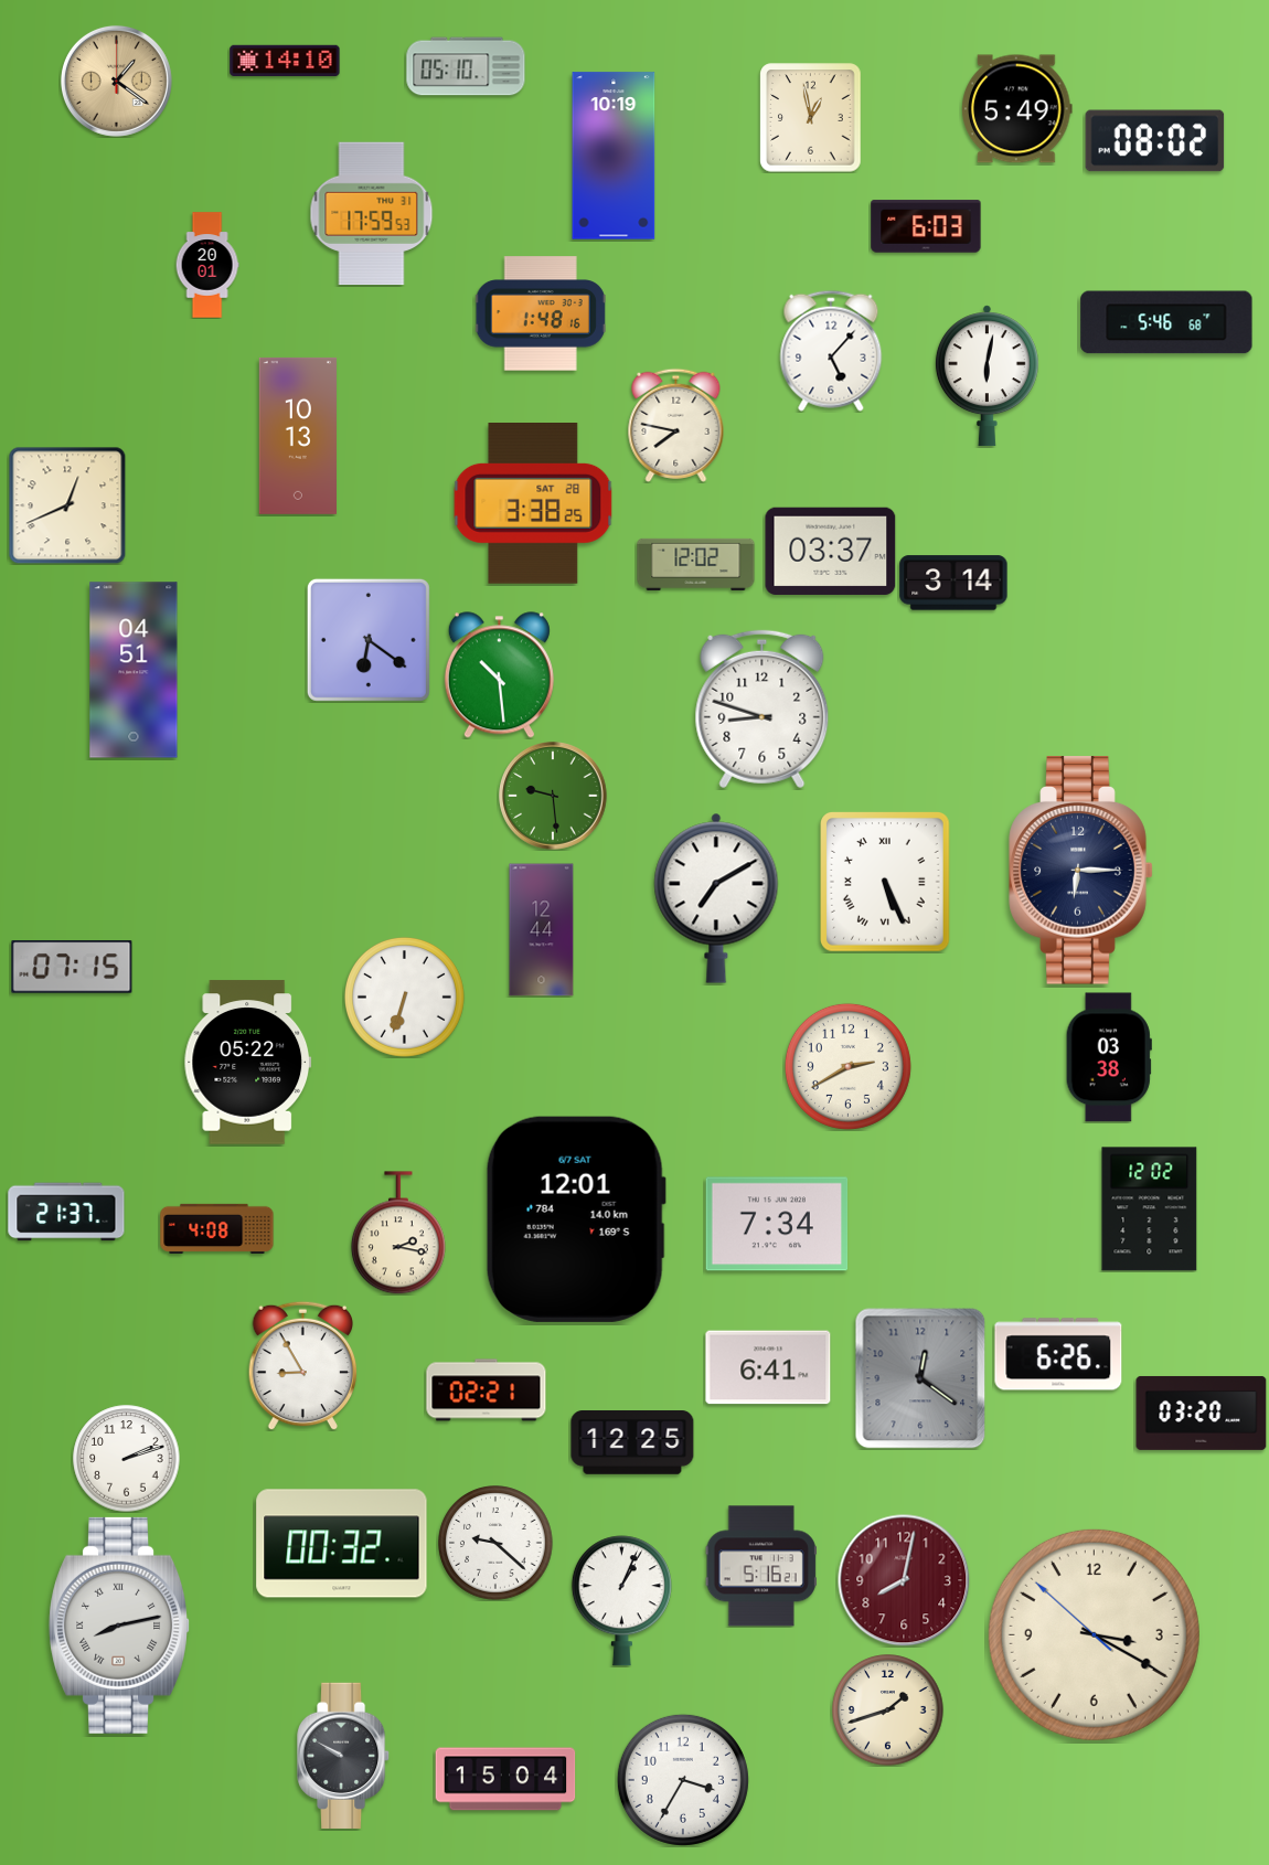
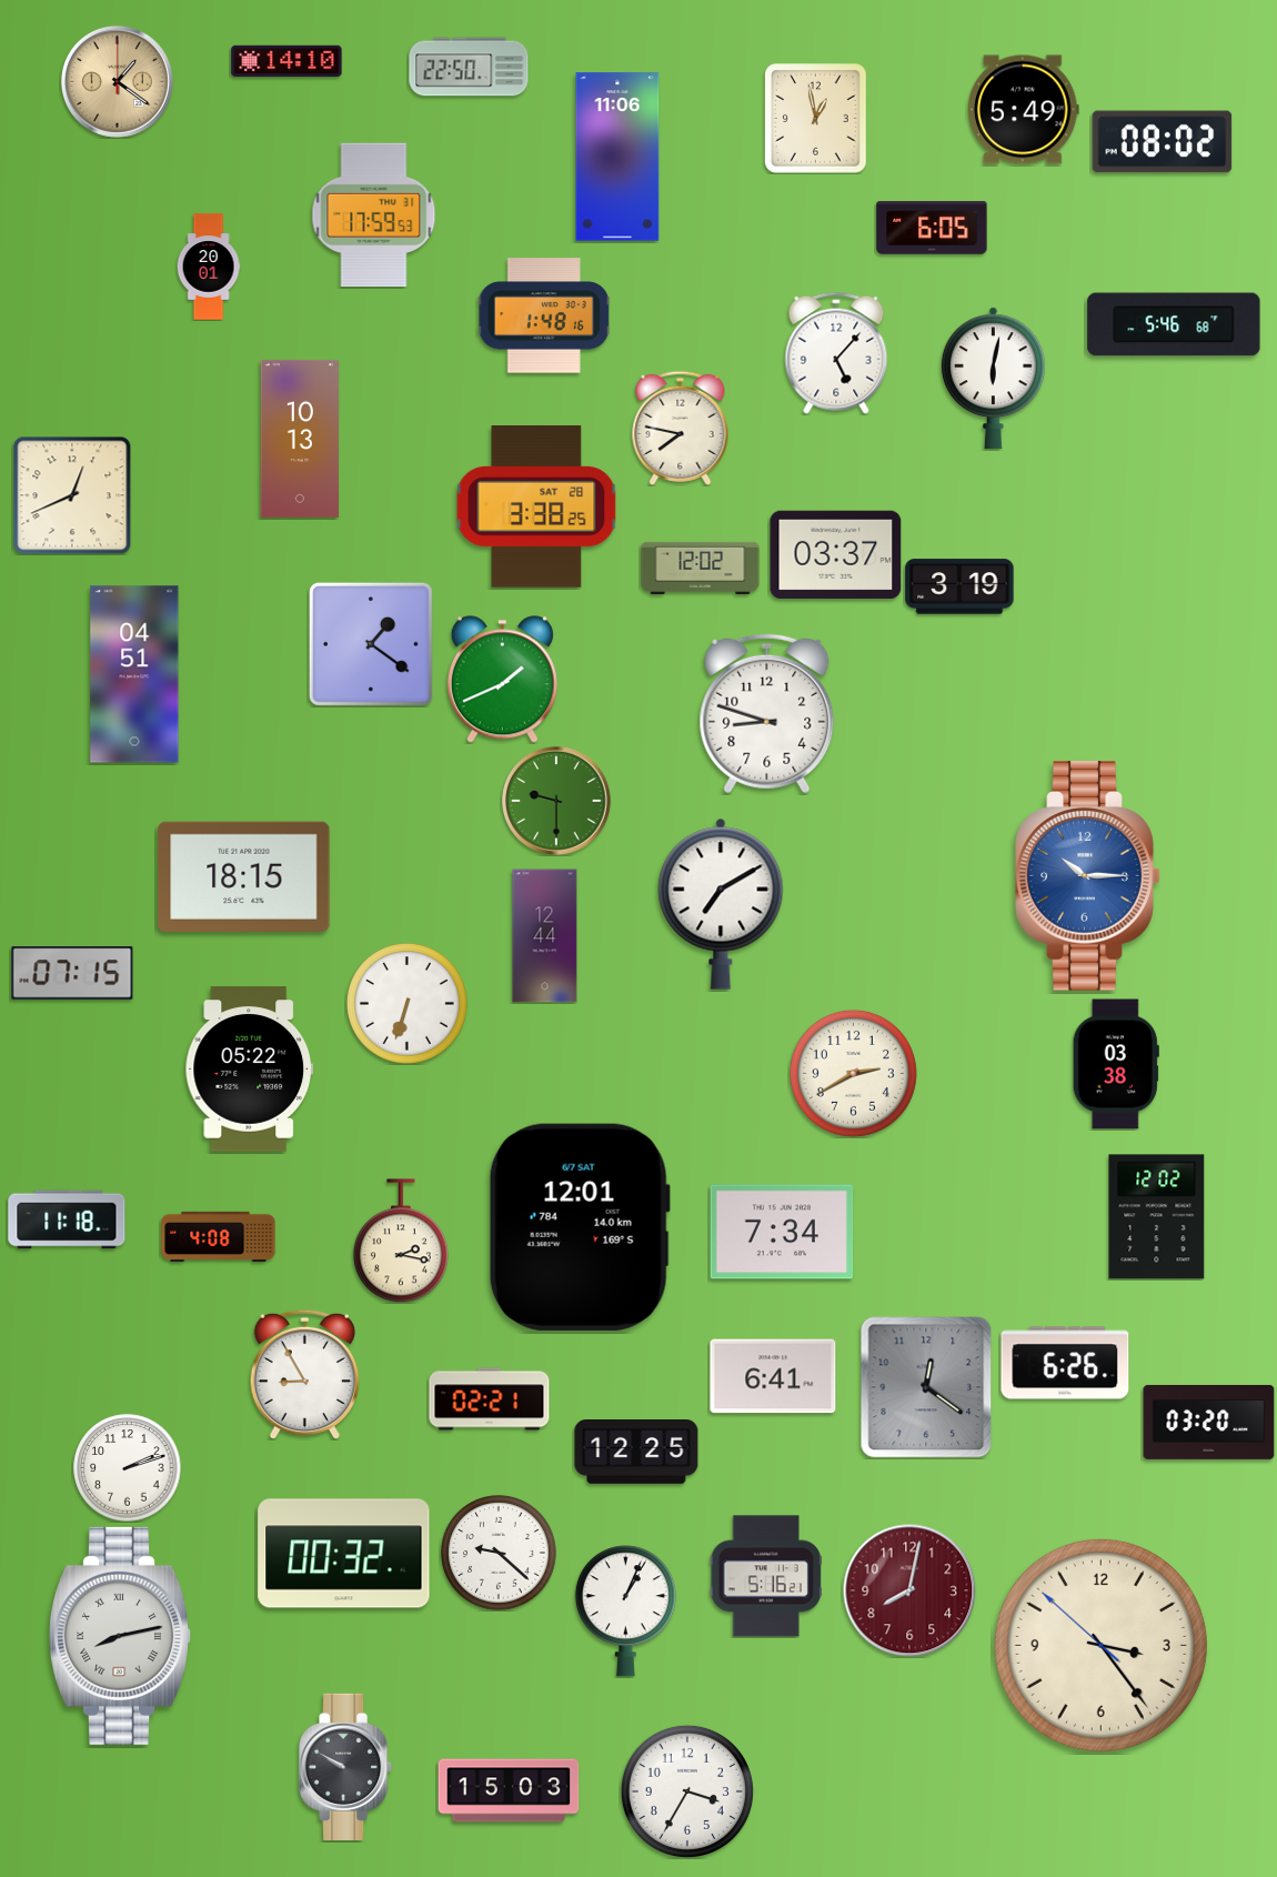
clock at (466, 66): 05:10 -> 22:50
clock at (614, 156): 10:19 -> 11:06
clock at (926, 226): 6:03 -> 6:05
clock at (67, 505) position: (67, 505) -> (72, 495)
clock at (953, 583): 3:14 -> 3:19
clock at (369, 640): 6:21 -> 1:21
clock at (499, 675): 10:29 -> 1:41
clock at (553, 796): 9:29 -> 9:30
clock at (244, 876): none -> 18:15
clock at (1081, 871): 6:15 -> 10:15
clock at (1081, 871) dial: navy -> blue
clock at (886, 883): 5:26 -> none
clock at (66, 1212): 21:37 -> 11:18
clock at (1094, 1634): 3:19 -> 3:23
clock at (888, 1711): 1:42 -> none
clock at (505, 1779): 15:04 -> 15:03
